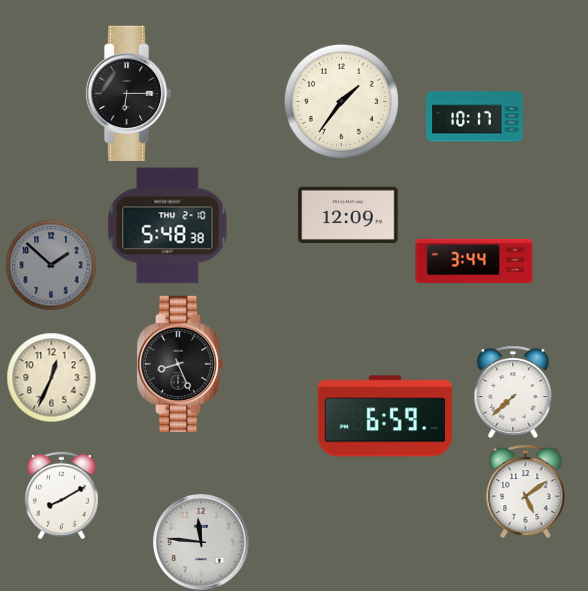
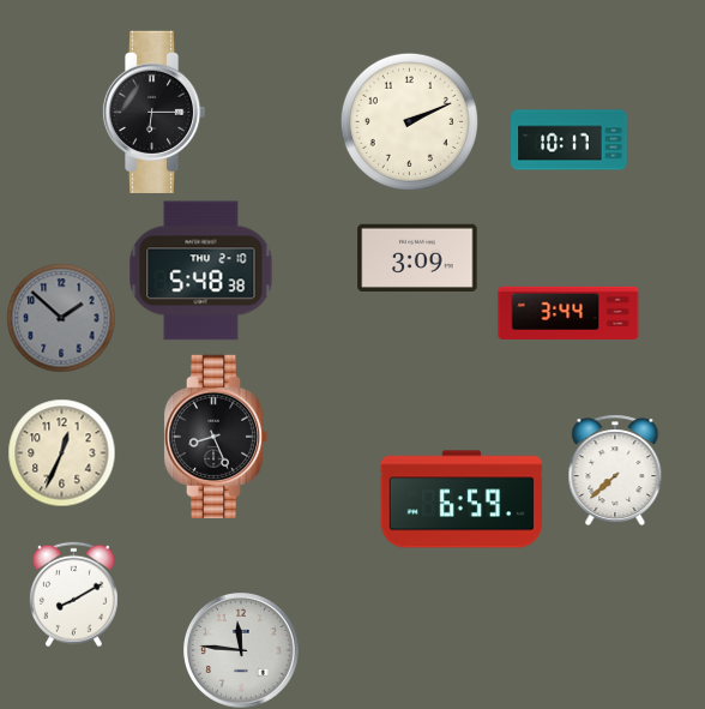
clock at (341, 101): 1:36 -> 2:11
clock at (348, 214): 12:09 -> 3:09
clock at (526, 491): 5:09 -> none
